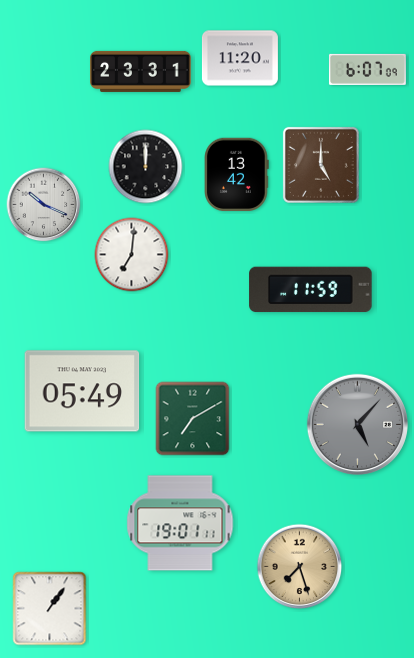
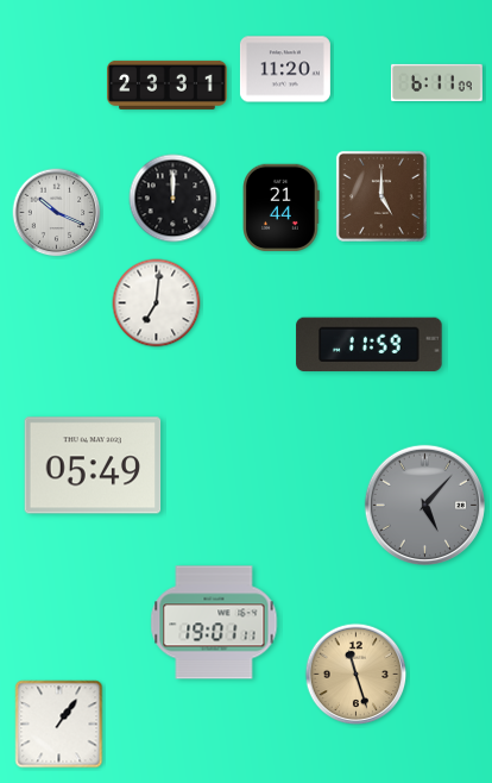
clock at (367, 69): 6:07 -> 6:11
clock at (237, 174): 13:42 -> 21:44
clock at (44, 205) position: (44, 205) -> (57, 213)
clock at (82, 391) position: (82, 391) -> (93, 465)
clock at (193, 419): 7:10 -> none
clock at (300, 567): 7:27 -> 11:27
